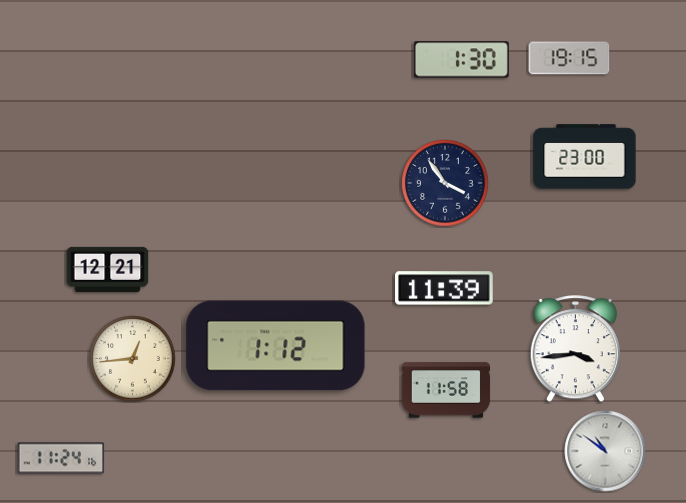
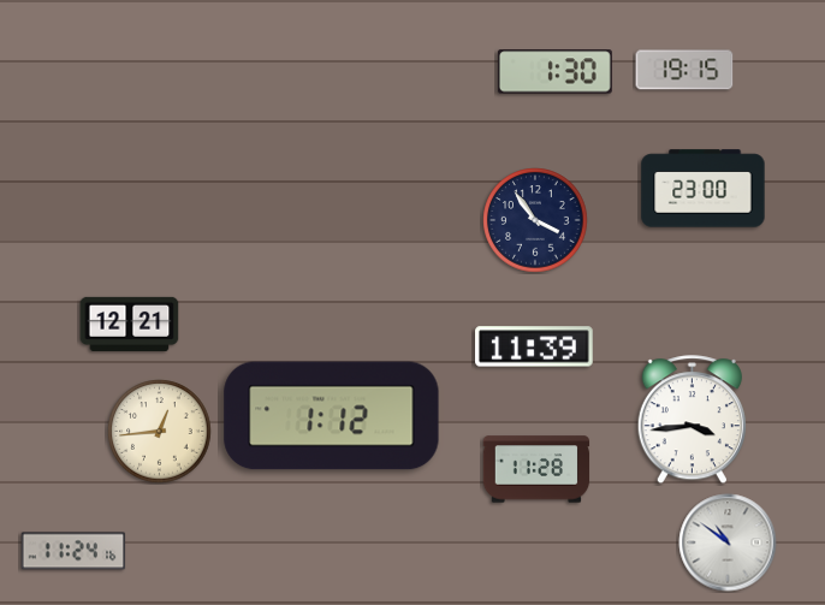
clock at (446, 390): 11:58 -> 11:28
